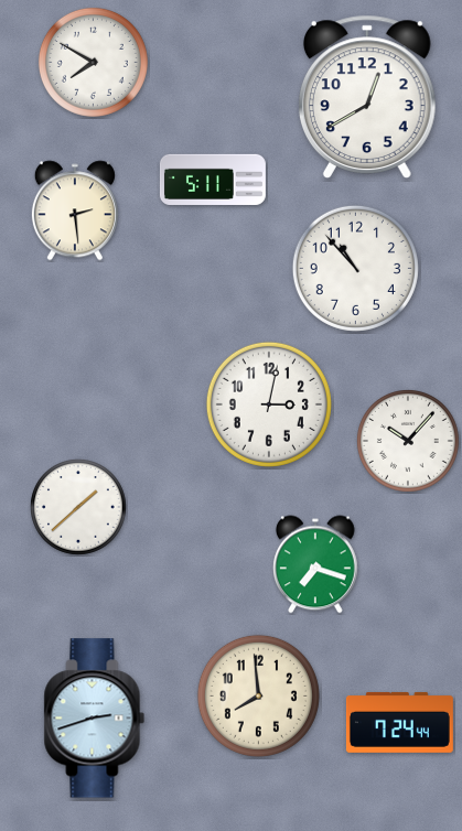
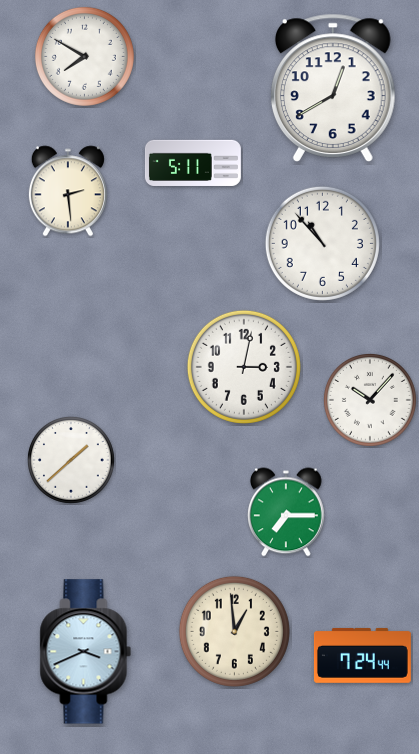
clock at (316, 564): 7:18 -> 7:15
clock at (258, 695): 7:59 -> 12:59
clock at (95, 719): 2:42 -> 3:41
